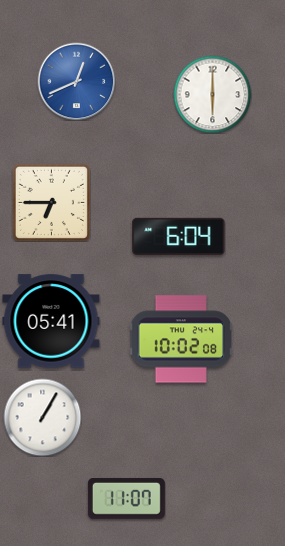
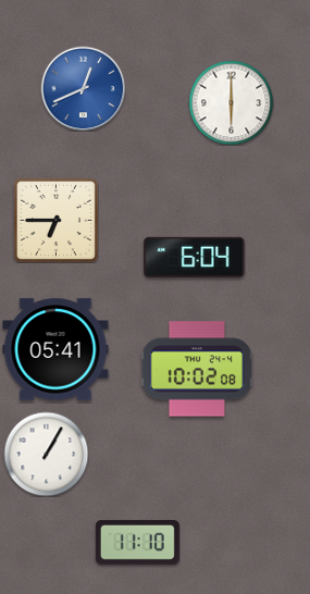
clock at (126, 498): 11:07 -> 11:10
